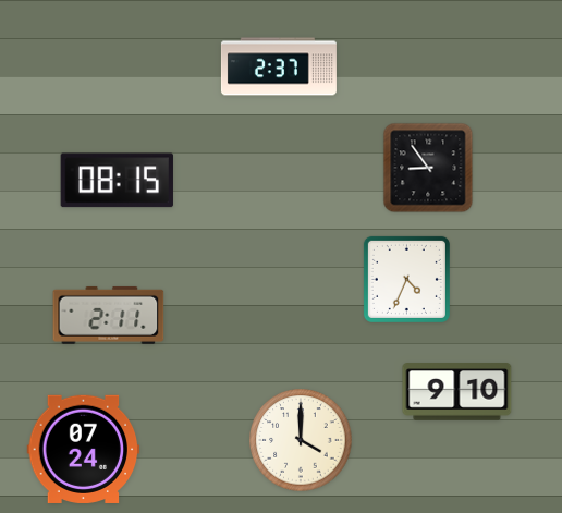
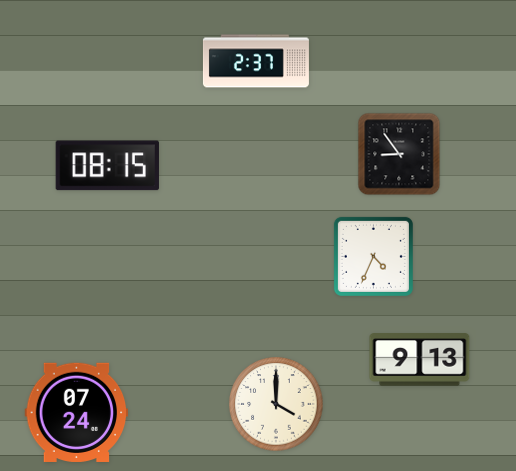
clock at (428, 168) position: (428, 168) -> (399, 154)
clock at (109, 315): 2:11 -> none
clock at (457, 392): 9:10 -> 9:13
